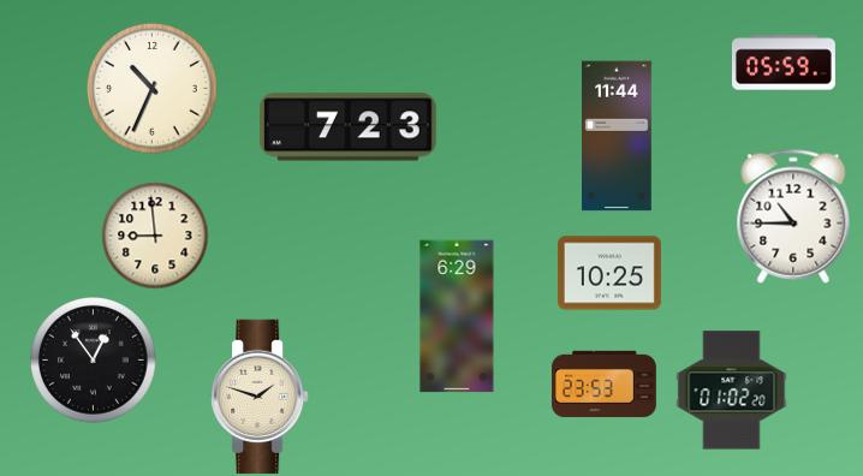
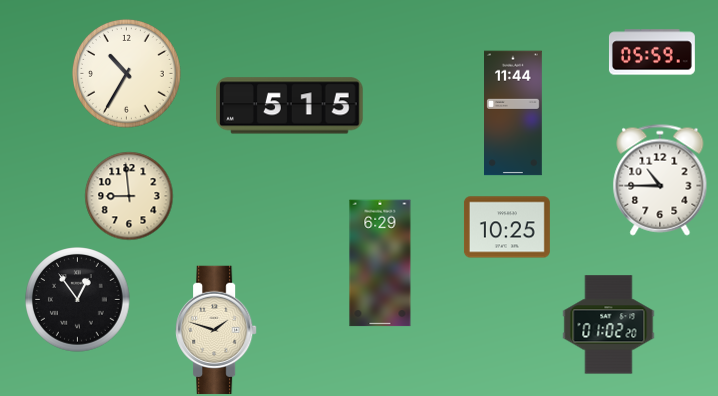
clock at (151, 88): 10:34 -> 10:35
clock at (349, 127): 7:23 -> 5:15
clock at (605, 385): 23:53 -> none
